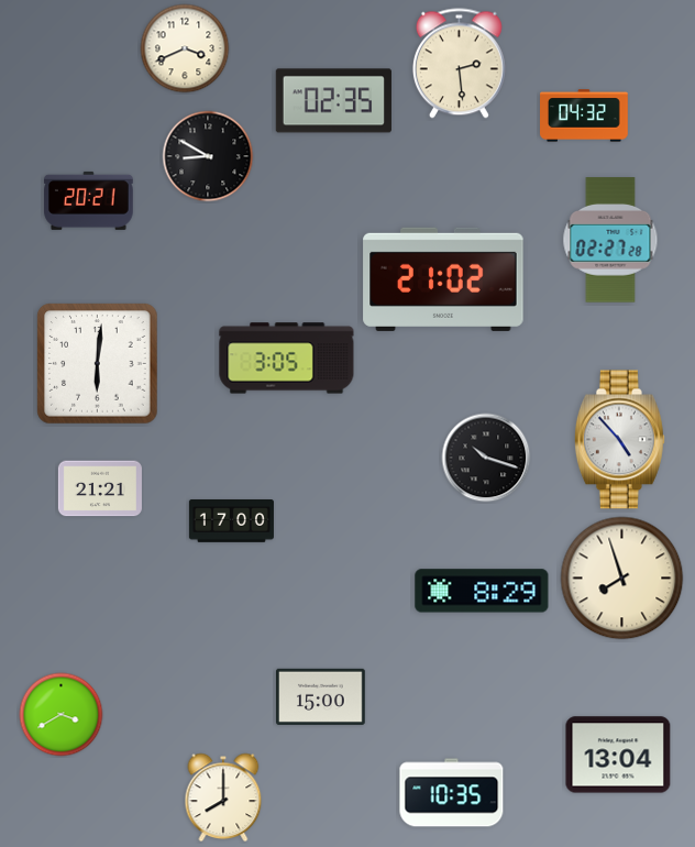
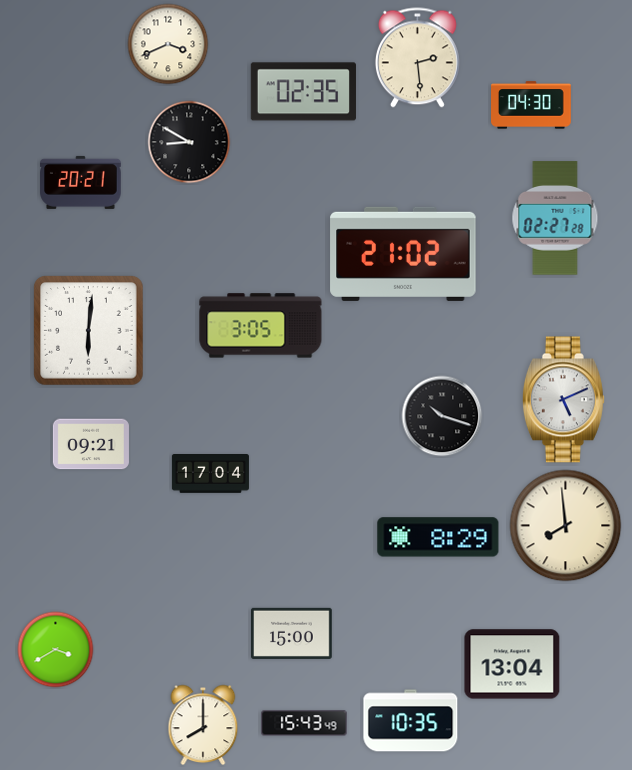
clock at (585, 116): 04:32 -> 04:30
clock at (619, 440): 4:53 -> 5:11
clock at (100, 488): 21:21 -> 09:21
clock at (231, 521): 17:00 -> 17:04
clock at (622, 579): 7:57 -> 7:59
clock at (618, 755) position: (618, 755) -> (512, 664)
clock at (304, 723): none -> 15:43
